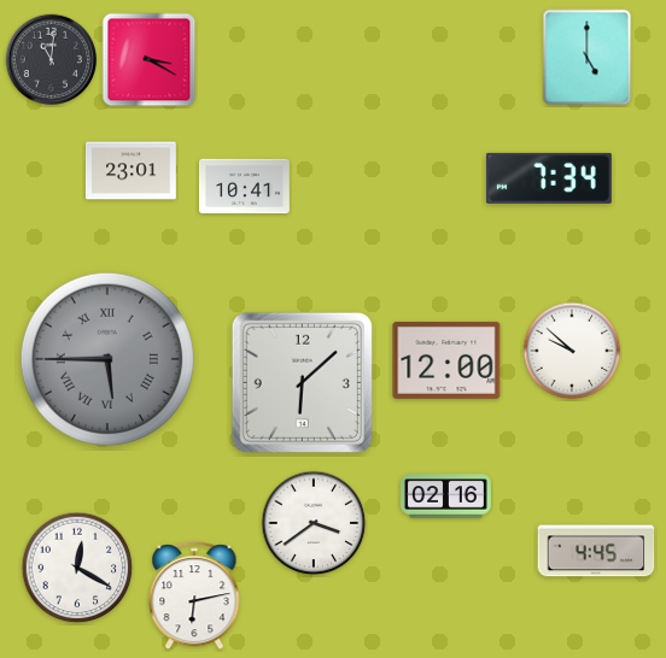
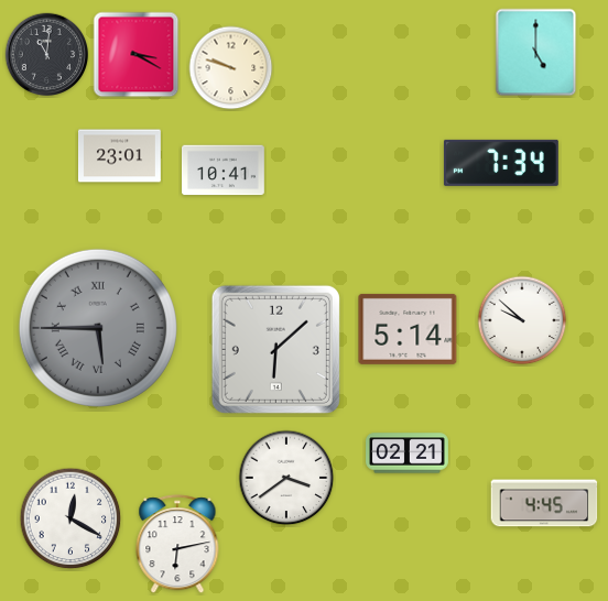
clock at (231, 68): none -> 9:48
clock at (446, 360): 12:00 -> 5:14
clock at (446, 497): 02:16 -> 02:21
